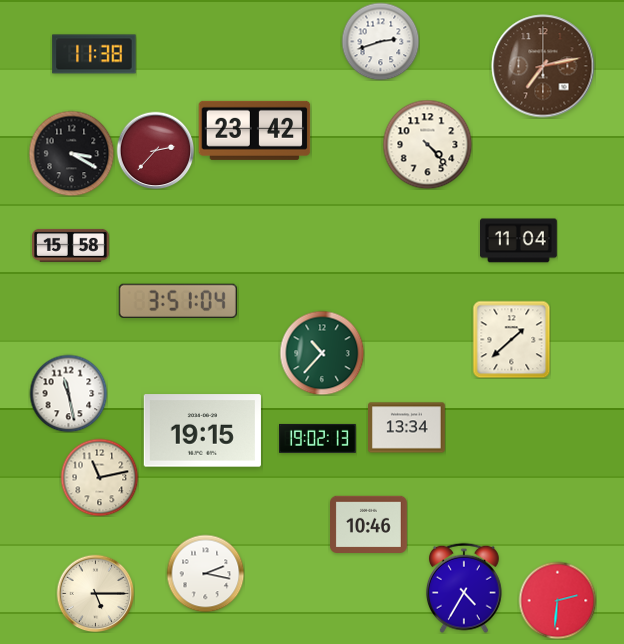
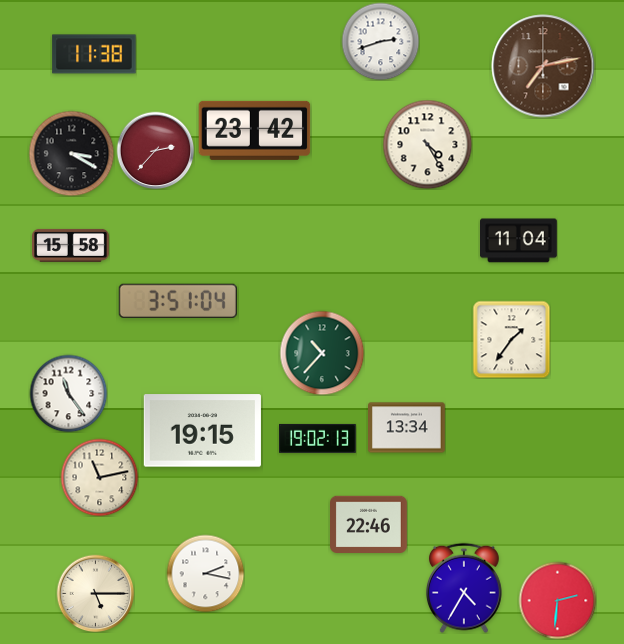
clock at (427, 144): 4:23 -> 4:25
clock at (511, 339): 1:38 -> 1:36
clock at (68, 393): 11:28 -> 11:24
clock at (369, 524): 10:46 -> 22:46
